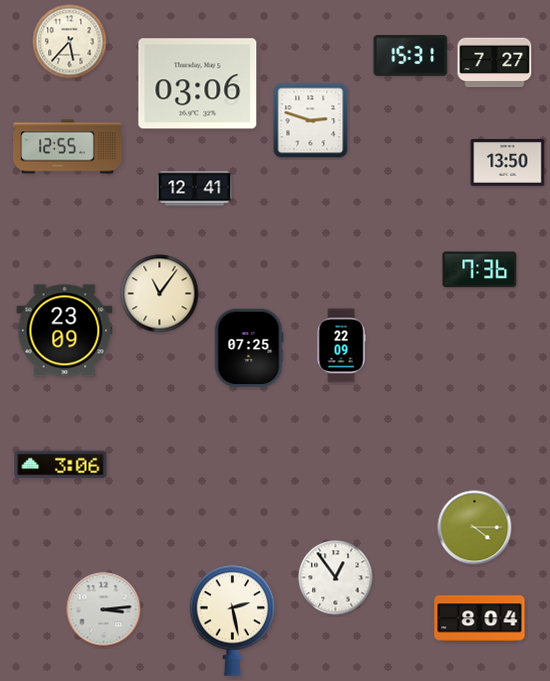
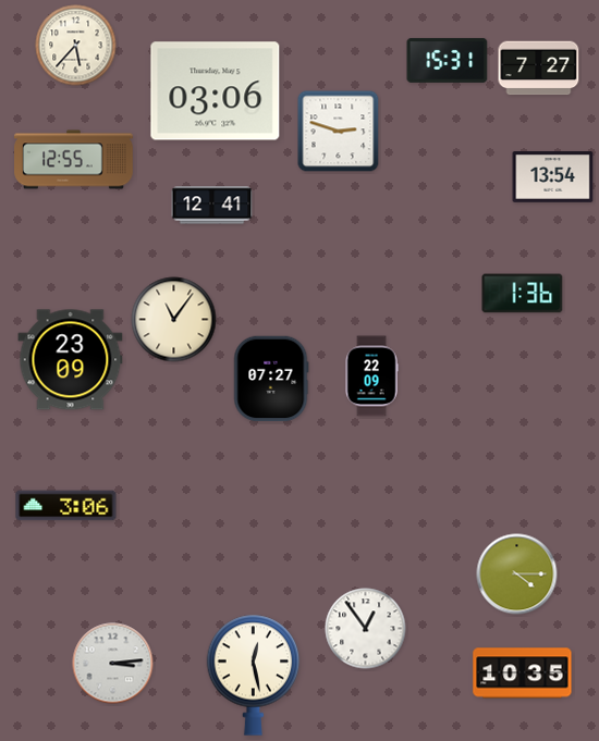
clock at (508, 163): 13:50 -> 13:54
clock at (480, 270): 7:36 -> 1:36
clock at (249, 348): 07:25 -> 07:27
clock at (480, 619): 8:04 -> 10:35
clock at (233, 620): 2:28 -> 12:28
